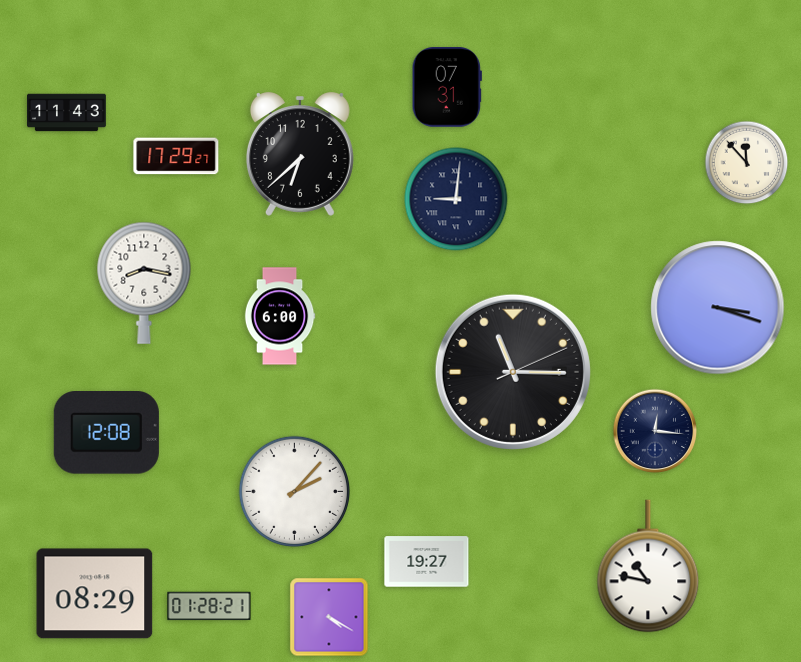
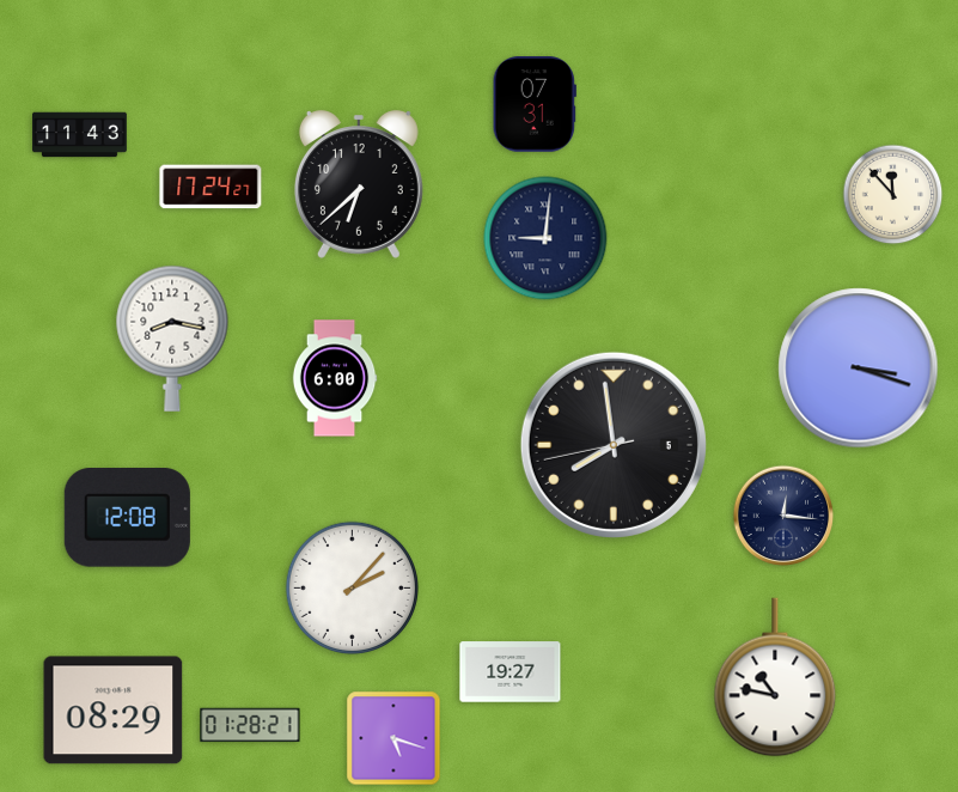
clock at (176, 156): 17:29 -> 17:24
clock at (513, 372): 11:15 -> 7:58
clock at (329, 617): 4:20 -> 5:18
